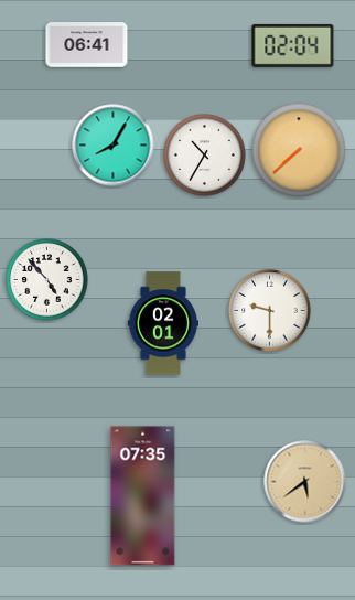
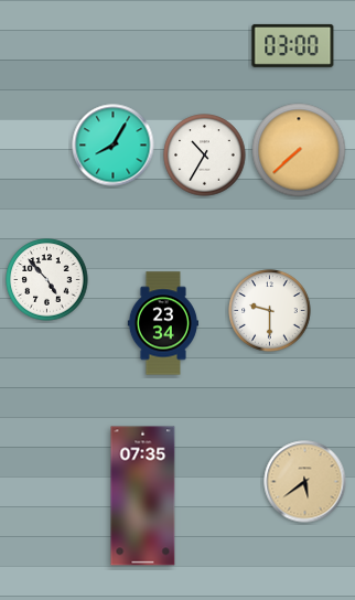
clock at (87, 45): 06:41 -> none
clock at (293, 45): 02:04 -> 03:00
clock at (162, 323): 02:01 -> 23:34
